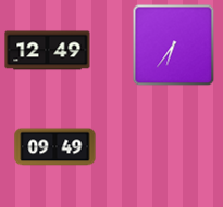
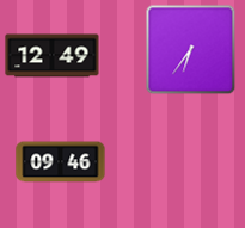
clock at (55, 147): 09:49 -> 09:46
